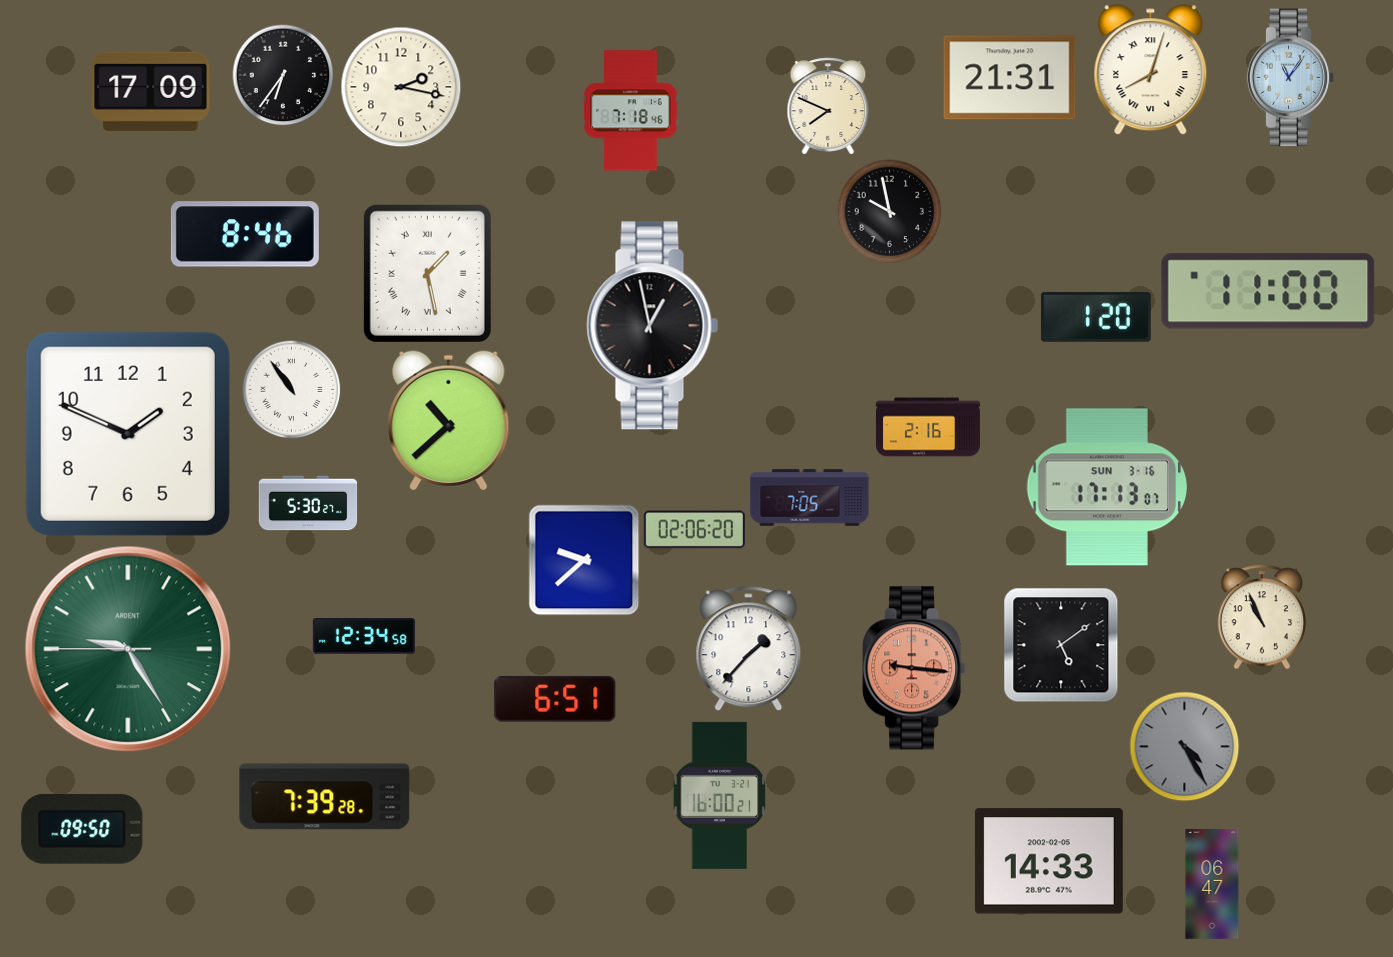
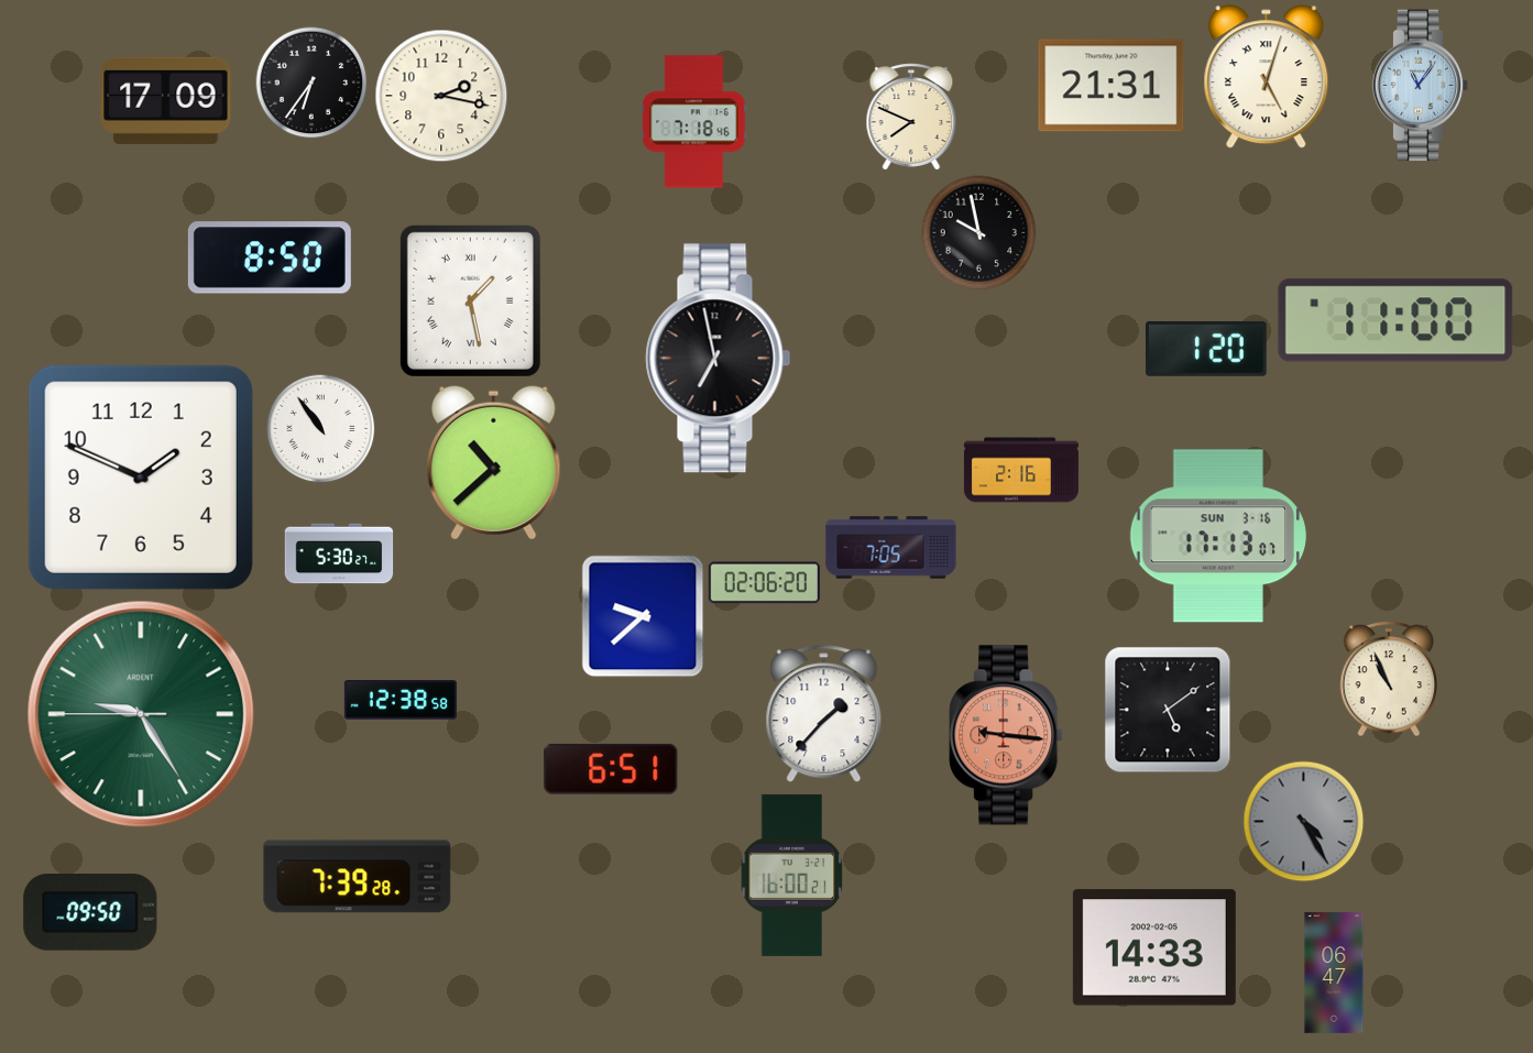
clock at (1151, 70): 8:03 -> 5:03
clock at (245, 234): 8:46 -> 8:50
clock at (653, 326): 12:58 -> 6:58
clock at (364, 637): 12:34 -> 12:38
